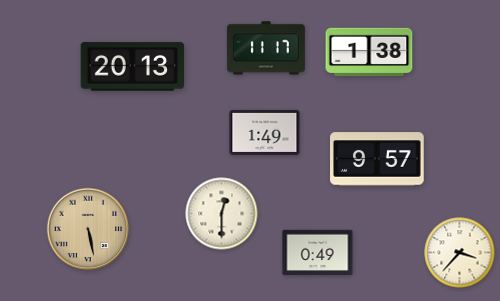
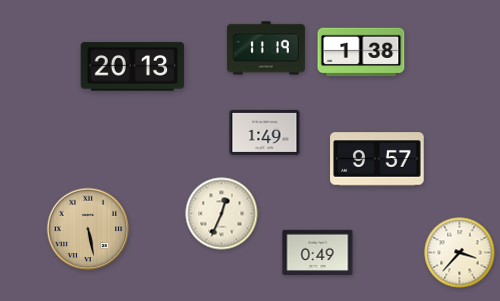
clock at (266, 48): 11:17 -> 11:19
clock at (369, 52) position: (369, 52) -> (361, 52)
clock at (222, 214): 12:30 -> 12:34
